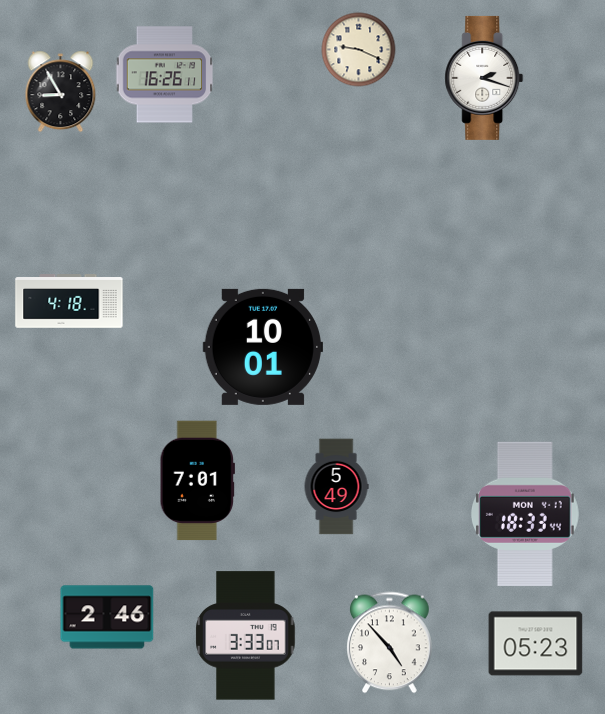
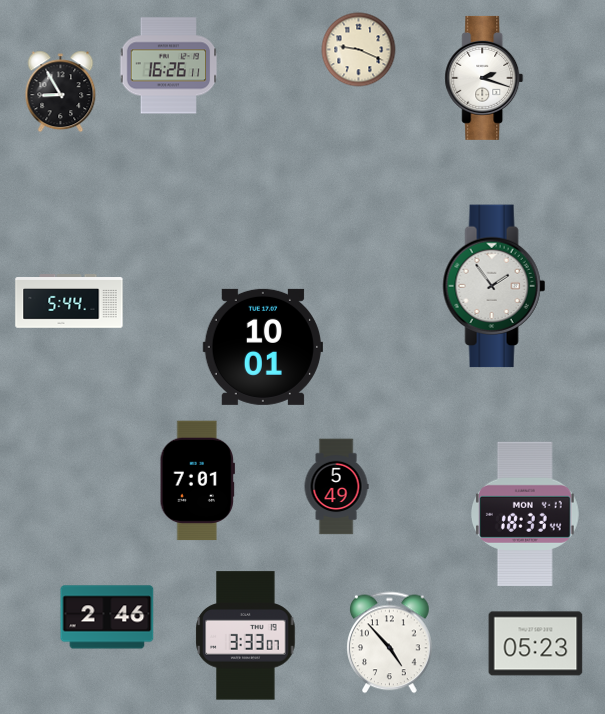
clock at (165, 75) position: (165, 75) -> (169, 66)
clock at (494, 286): none -> 1:54
clock at (69, 301): 4:18 -> 5:44
